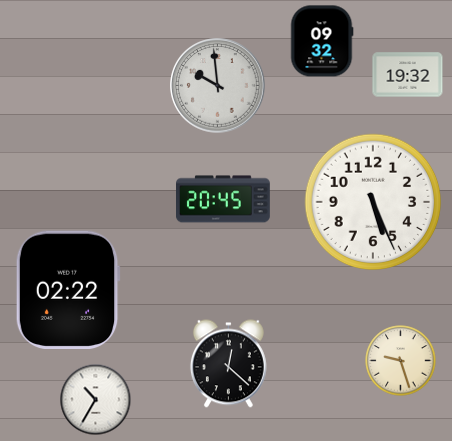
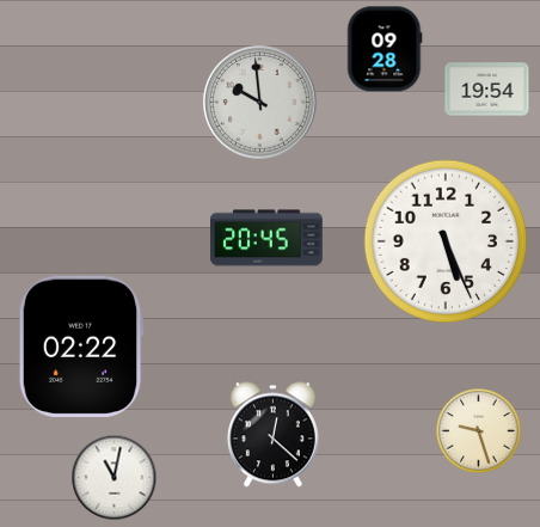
clock at (322, 41): 09:32 -> 09:28
clock at (408, 75): 19:32 -> 19:54
clock at (96, 400): 10:35 -> 11:02
